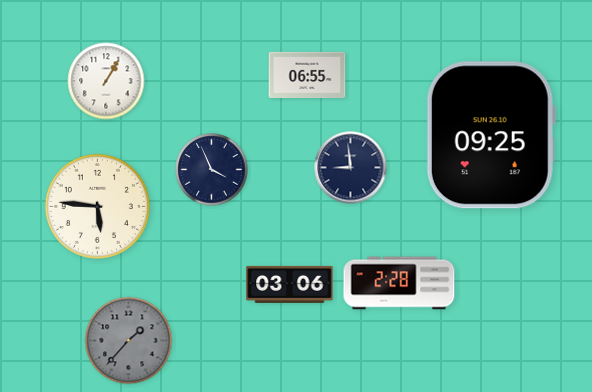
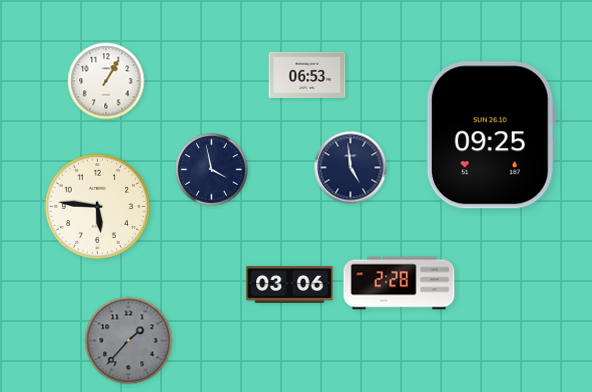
clock at (307, 74): 06:55 -> 06:53
clock at (351, 168): 8:59 -> 4:59
clock at (212, 170): 3:56 -> 3:58
